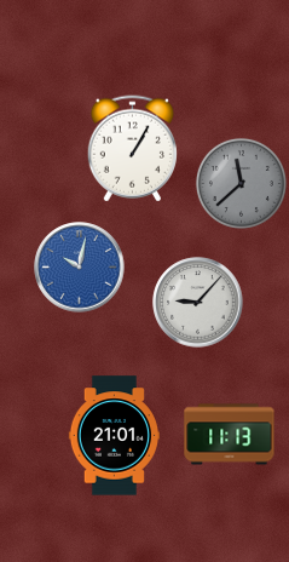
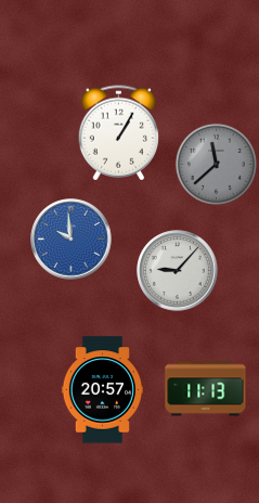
clock at (80, 268): 10:02 -> 9:59
clock at (114, 436): 21:01 -> 20:57
